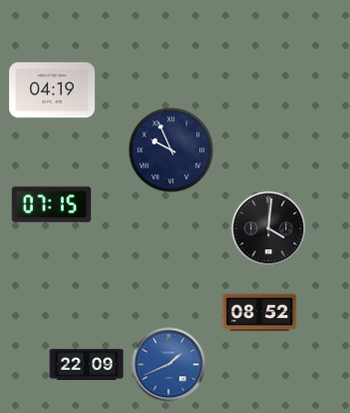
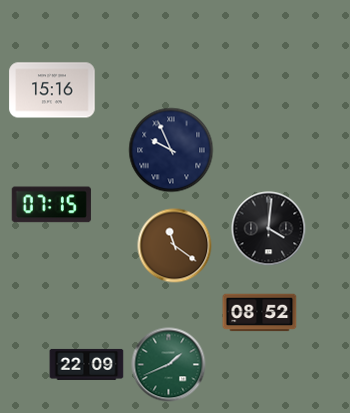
clock at (52, 90): 04:19 -> 15:16
clock at (175, 246): none -> 11:21
clock at (169, 365) dial: blue -> green
